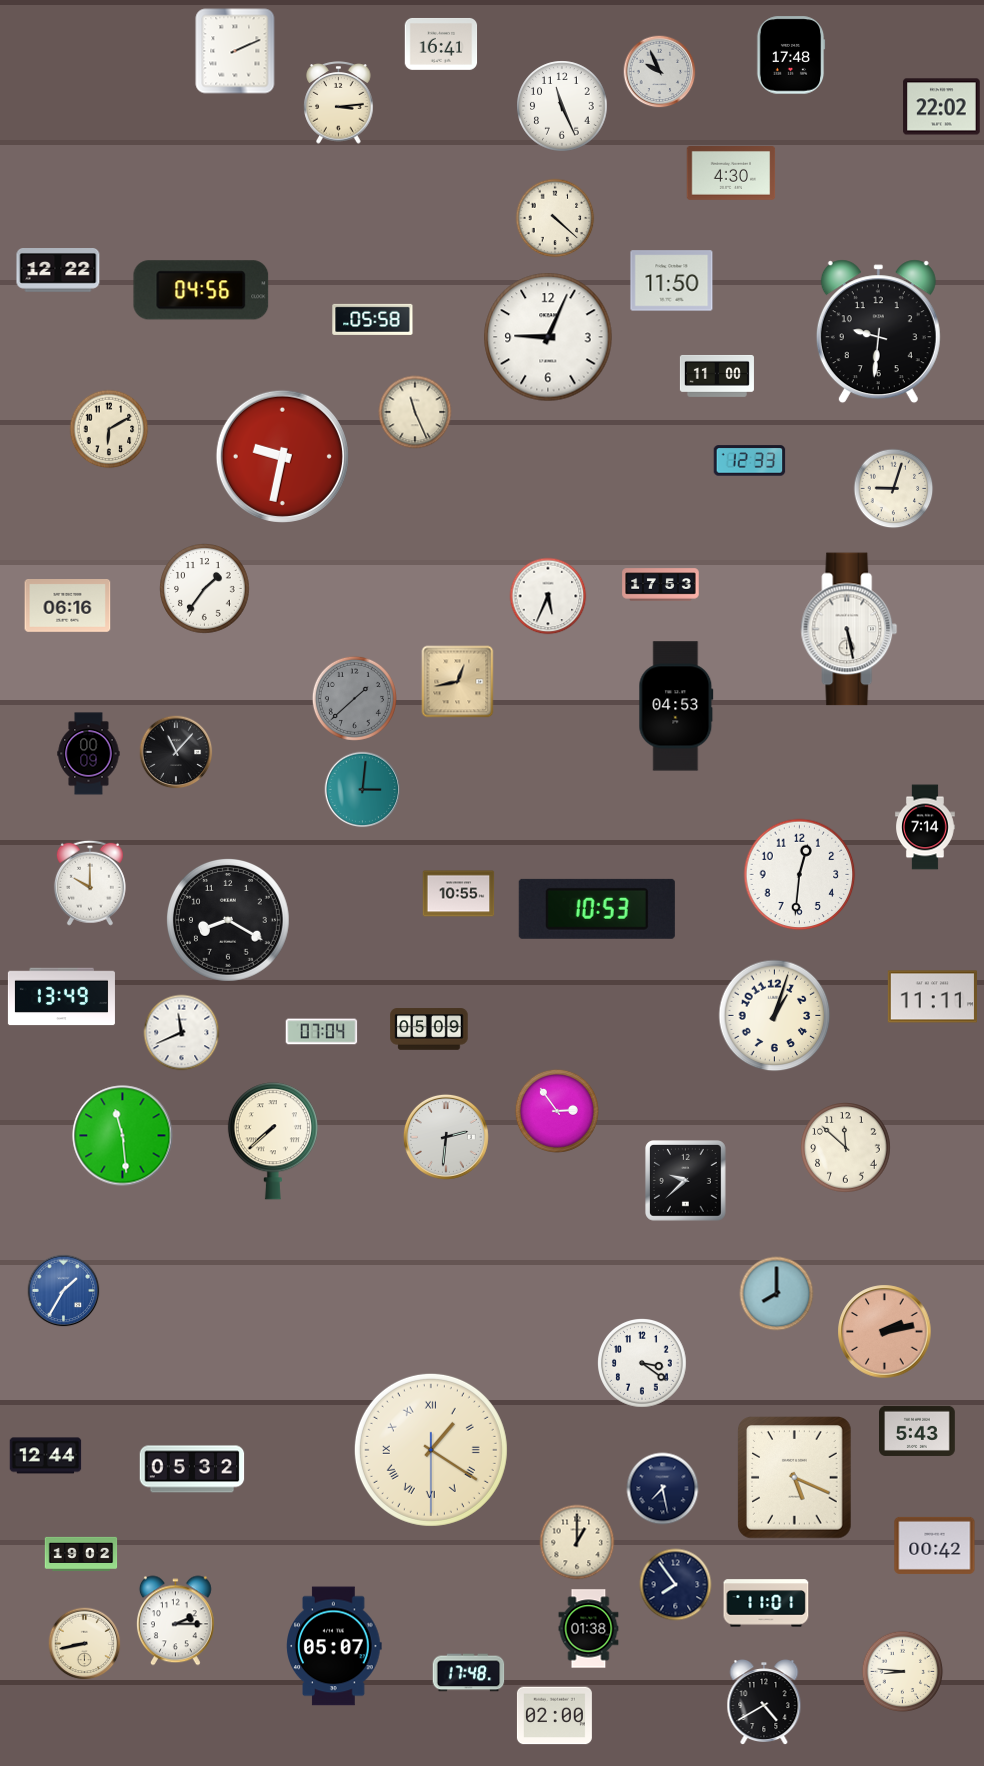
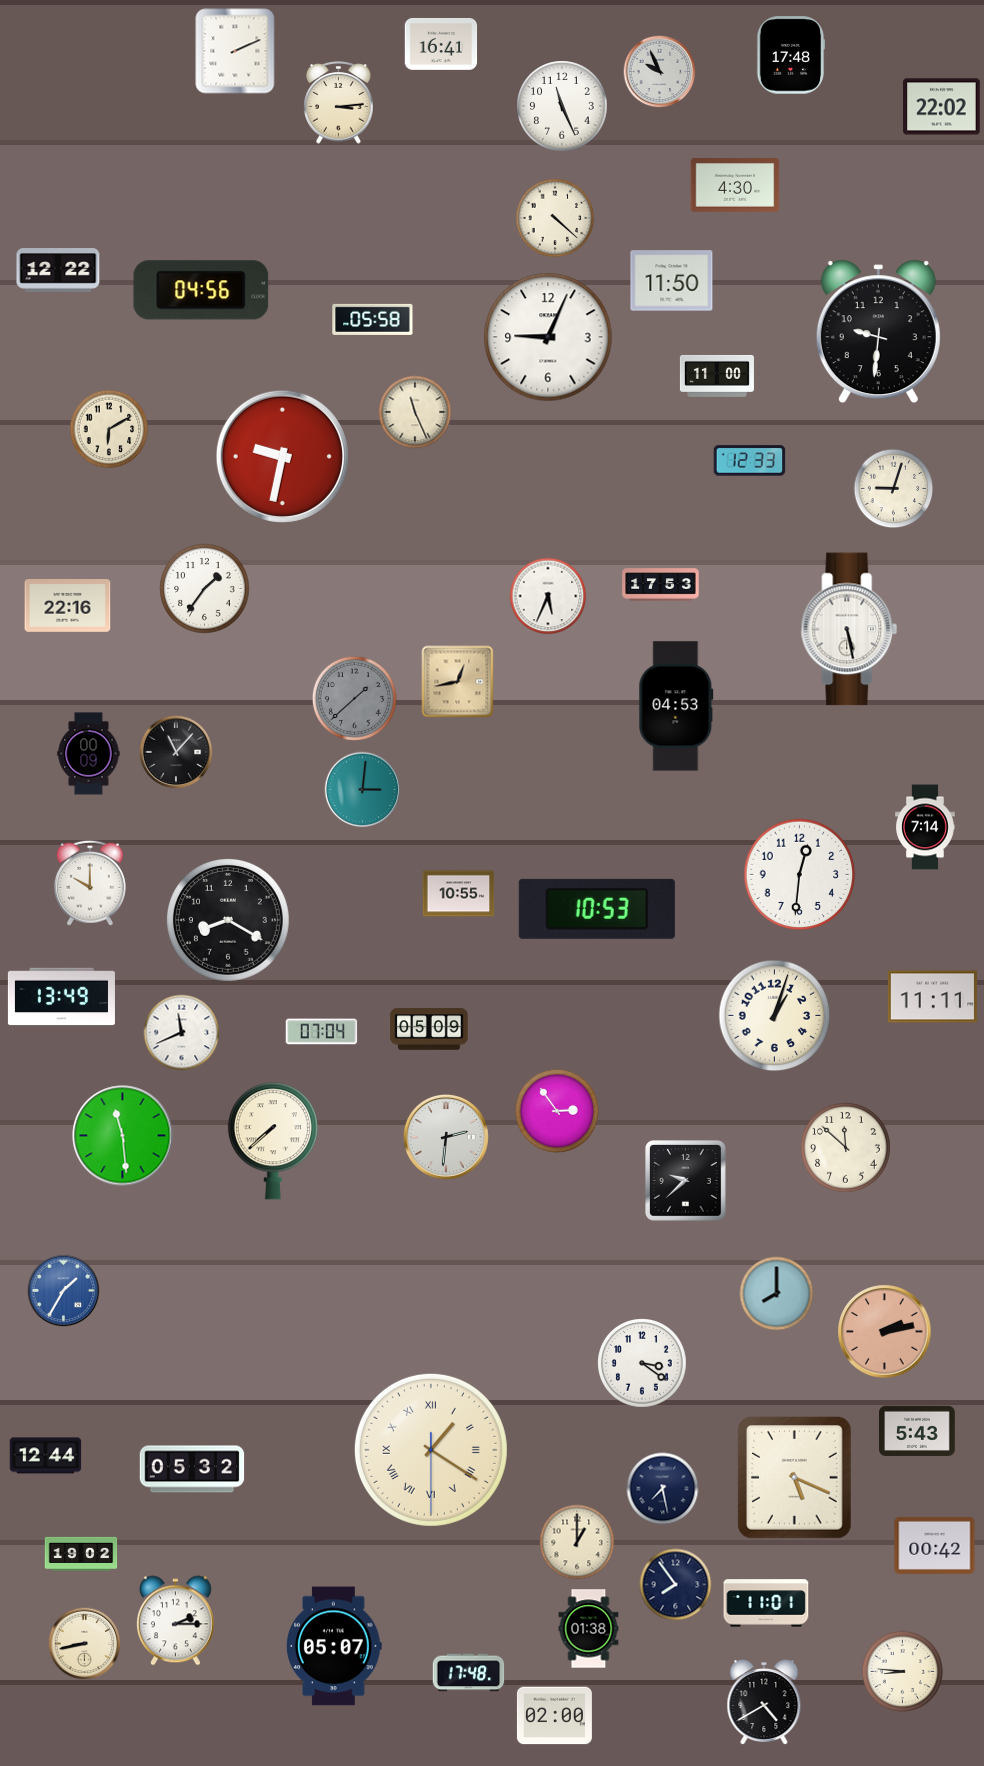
clock at (731, 174) position: (731, 174) -> (735, 186)
clock at (68, 606): 06:16 -> 22:16
